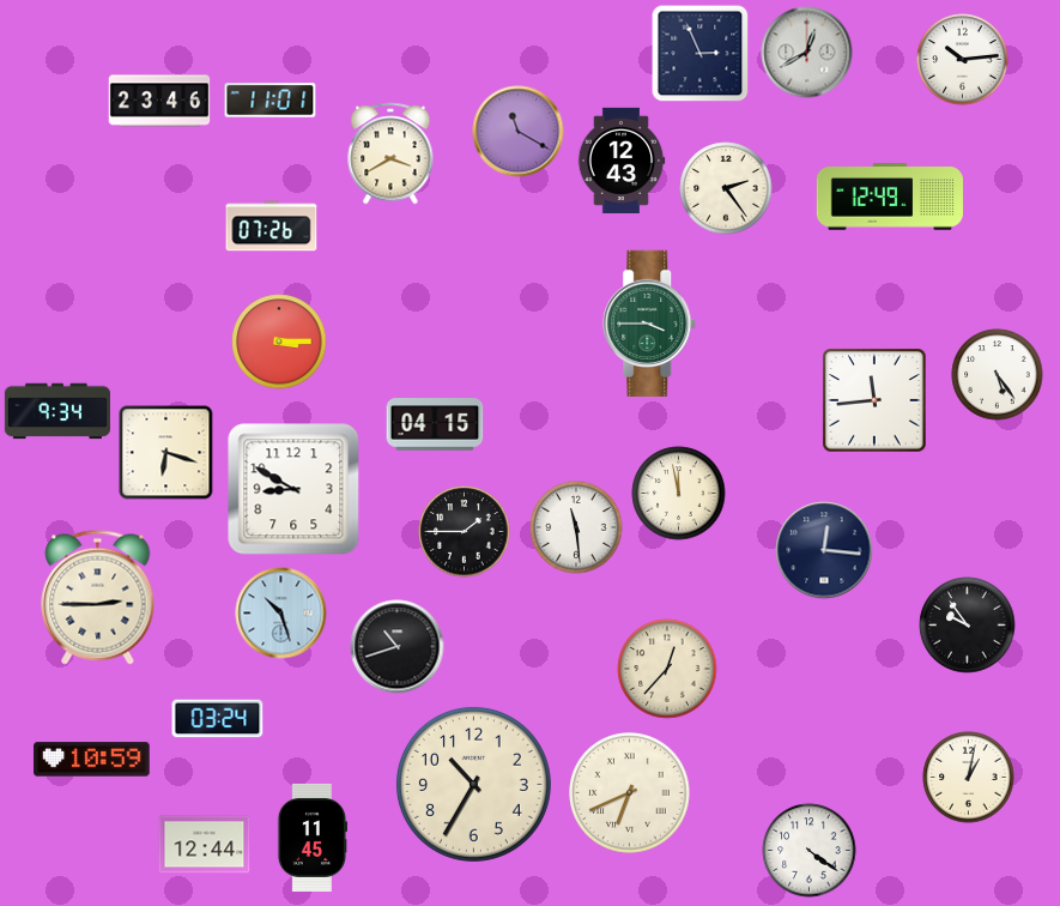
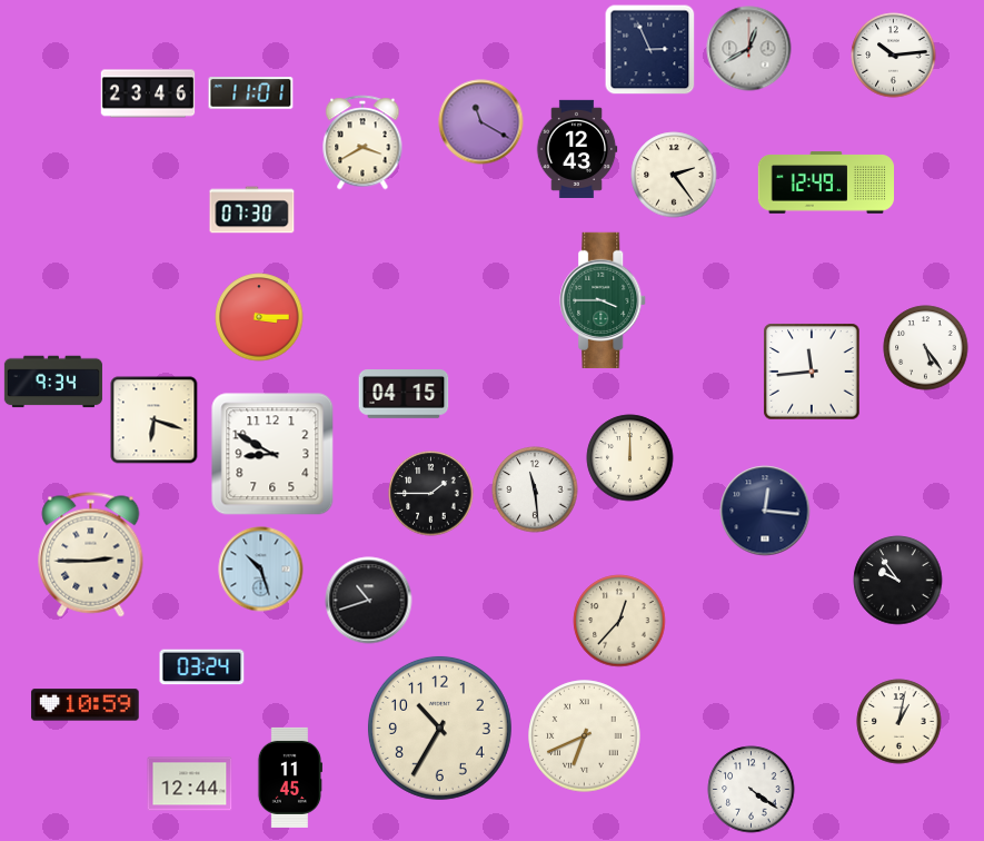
clock at (272, 226): 07:26 -> 07:30
clock at (679, 494): 11:58 -> 12:00
